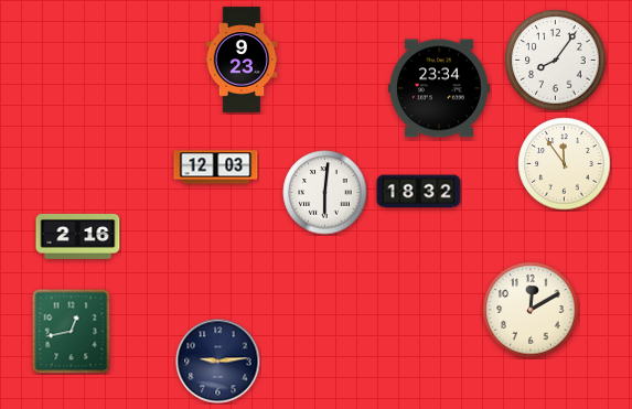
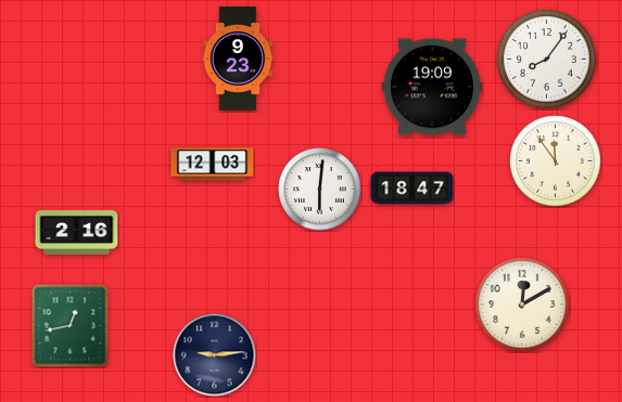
clock at (439, 88): 23:34 -> 19:09
clock at (419, 192): 18:32 -> 18:47
